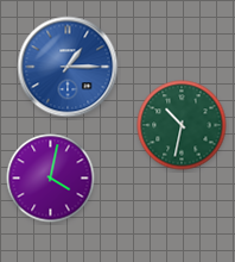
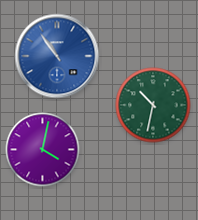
clock at (68, 67): 1:15 -> 10:54
